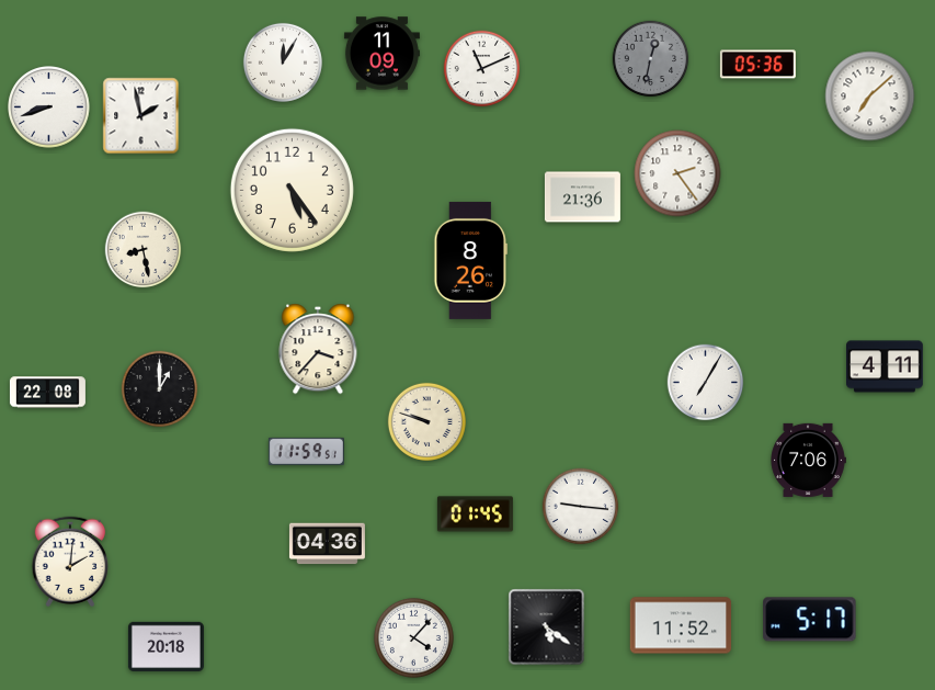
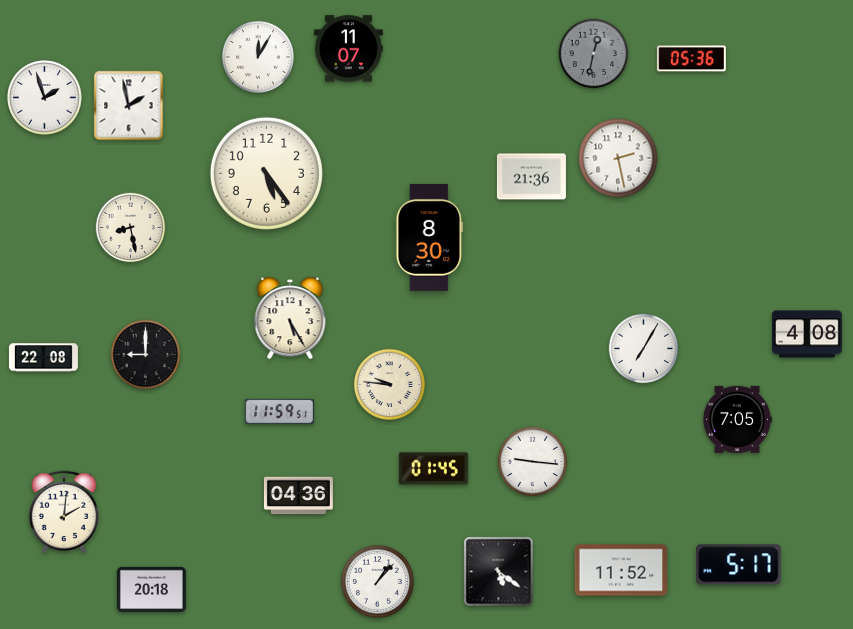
clock at (381, 54): 11:09 -> 11:07
clock at (482, 69): 11:11 -> none
clock at (870, 97): 7:08 -> none
clock at (49, 108): 8:42 -> 1:57
clock at (677, 173): 2:24 -> 2:28
clock at (582, 197) position: (582, 197) -> (531, 177)
clock at (470, 260): 8:26 -> 8:30
clock at (318, 349): 3:37 -> 5:25
clock at (886, 366): 4:11 -> 4:08
clock at (160, 389): 1:00 -> 9:00
clock at (426, 421): 9:48 -> 9:46
clock at (808, 460): 7:06 -> 7:05
clock at (581, 507) position: (581, 507) -> (533, 462)
clock at (413, 637): 4:07 -> 1:07
